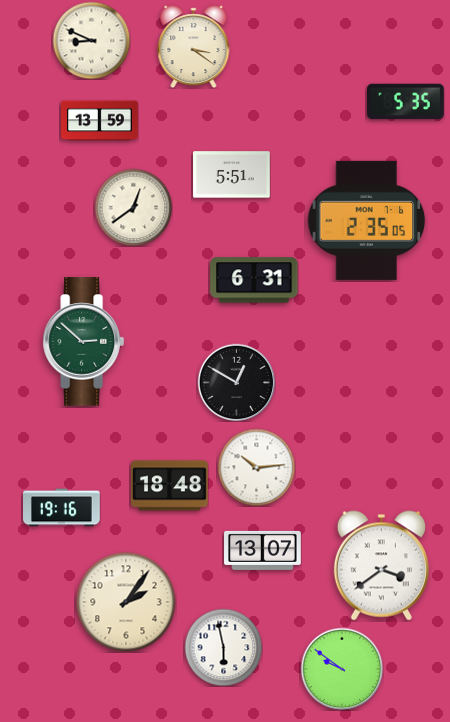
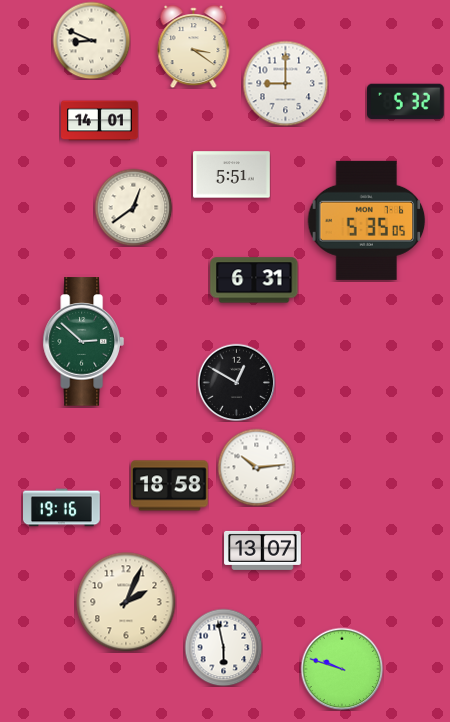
clock at (285, 83): none -> 9:00
clock at (406, 102): 5:35 -> 5:32
clock at (100, 121): 13:59 -> 14:01
clock at (367, 220): 2:35 -> 5:35
clock at (170, 486): 18:48 -> 18:58
clock at (381, 566): 3:39 -> none
clock at (126, 602): 2:06 -> 2:04
clock at (342, 669): 9:51 -> 9:48
